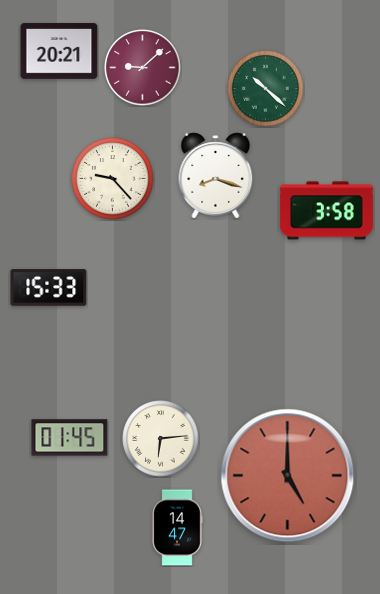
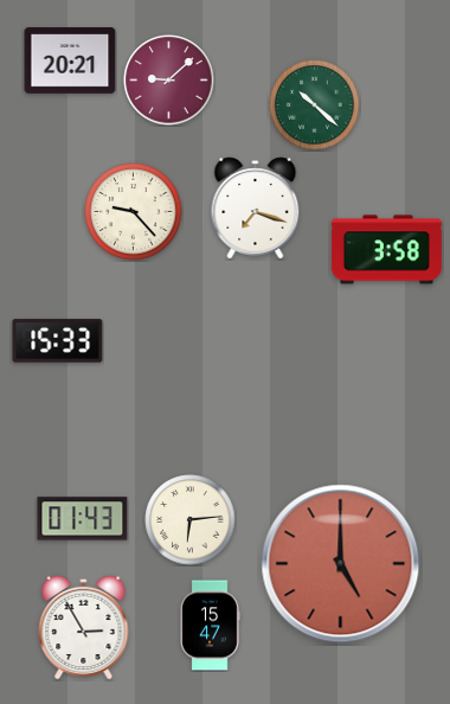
clock at (216, 176): 8:18 -> 7:18
clock at (70, 438): 01:45 -> 01:43
clock at (84, 626): none -> 2:55
clock at (177, 528): 14:47 -> 15:47
